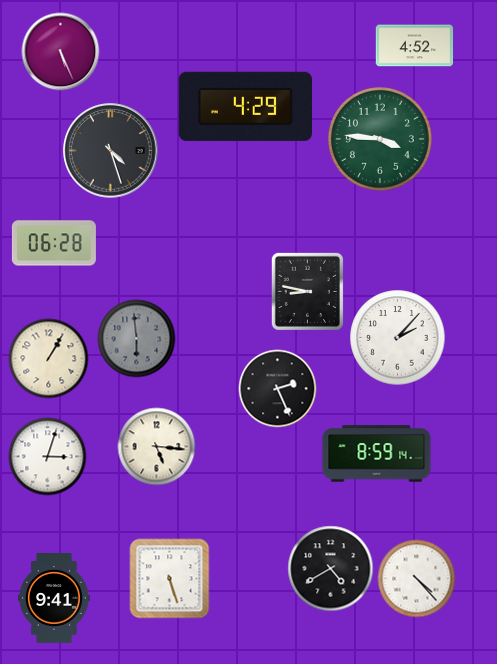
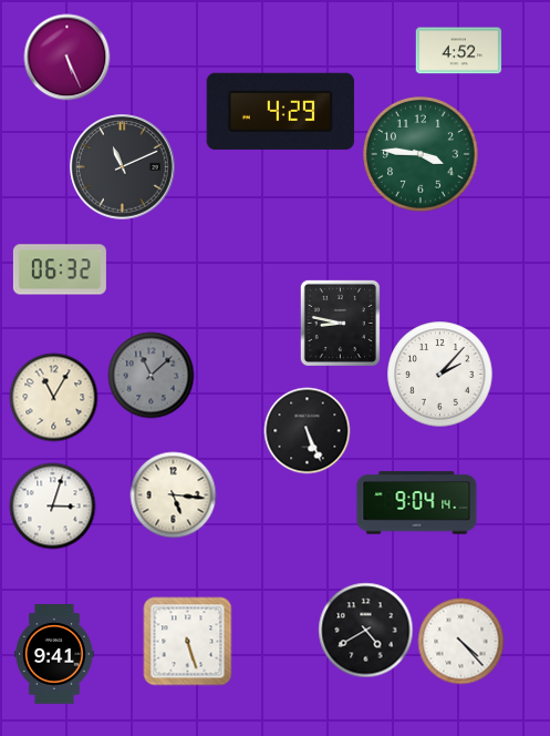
clock at (245, 106) position: (245, 106) -> (280, 111)
clock at (111, 151): 4:27 -> 11:11
clock at (54, 243): 06:28 -> 06:32
clock at (136, 338): 5:59 -> 11:08
clock at (48, 358): 1:05 -> 11:05
clock at (277, 388): 2:26 -> 5:26
clock at (377, 454): 8:59 -> 9:04
clock at (55, 599) position: (55, 599) -> (55, 655)
